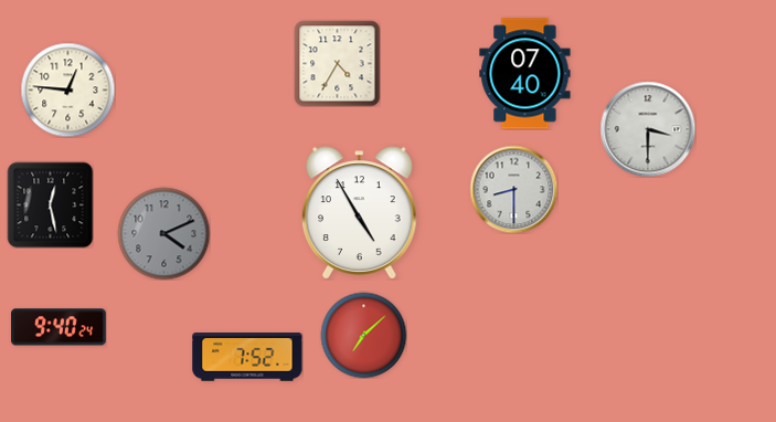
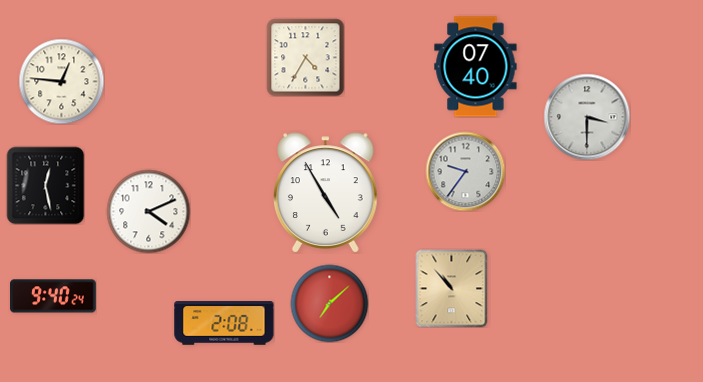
clock at (513, 189): 8:30 -> 9:36
clock at (163, 233) dial: grey -> white
clock at (452, 288): none -> 10:53
clock at (247, 357): 7:52 -> 2:08
